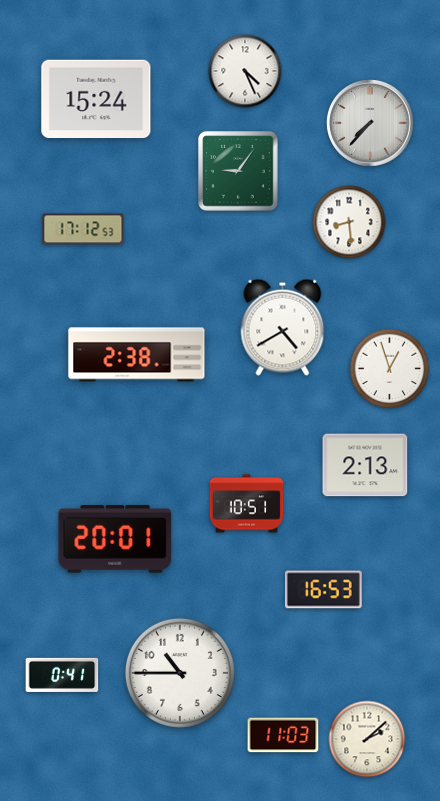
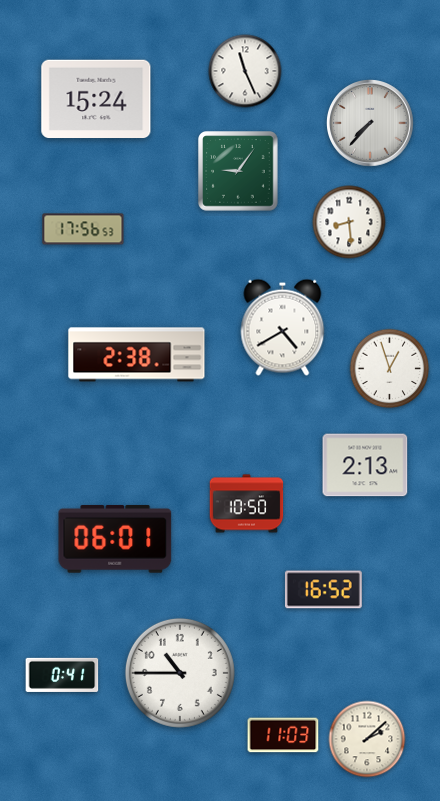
clock at (245, 71): 4:26 -> 11:26
clock at (83, 229): 17:12 -> 17:56
clock at (247, 504): 10:51 -> 10:50
clock at (115, 539): 20:01 -> 06:01
clock at (323, 590): 16:53 -> 16:52
